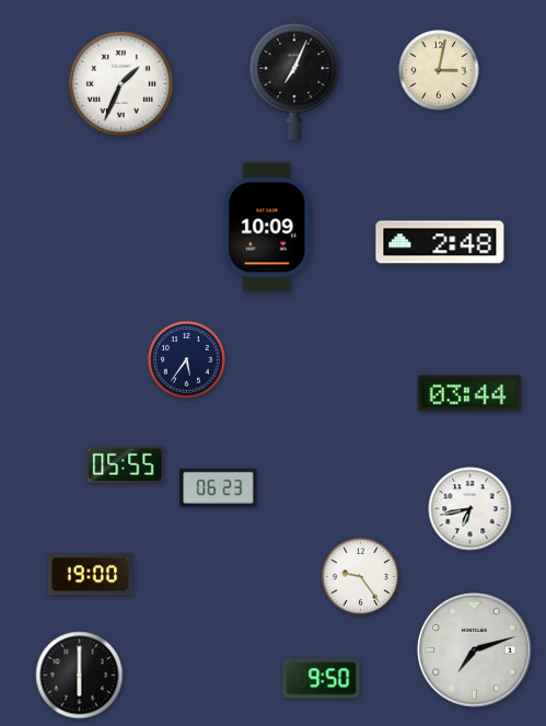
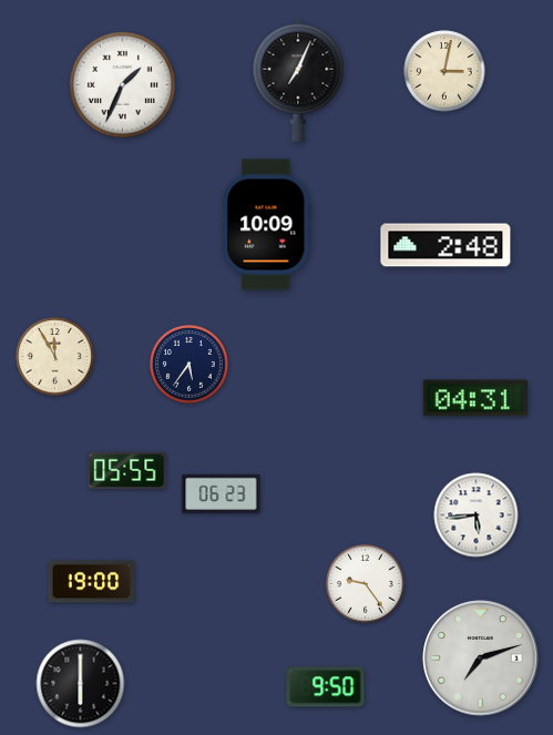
clock at (268, 228) position: (268, 228) -> (267, 225)
clock at (55, 357): none -> 11:55
clock at (469, 393): 03:44 -> 04:31
clock at (471, 509): 6:43 -> 5:44
